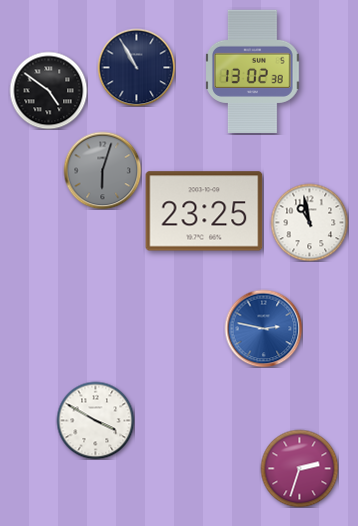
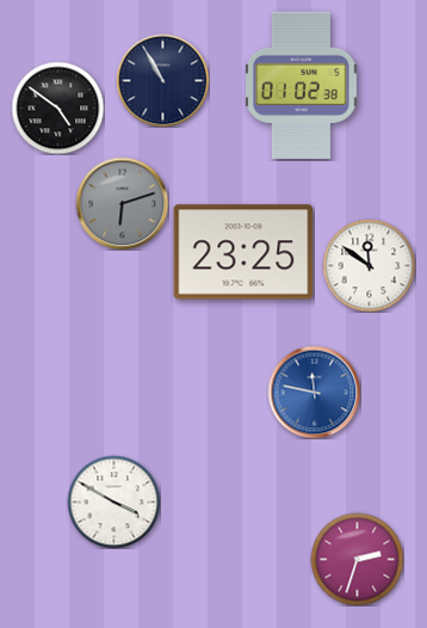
clock at (253, 72): 13:02 -> 01:02
clock at (102, 170): 6:03 -> 6:12
clock at (309, 222): 10:58 -> 11:51
clock at (263, 328): 2:47 -> 11:47
